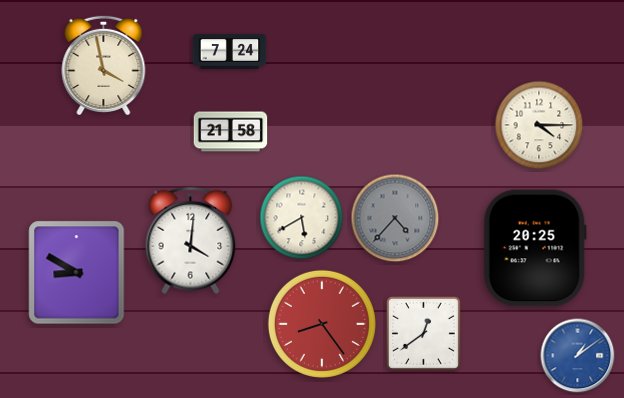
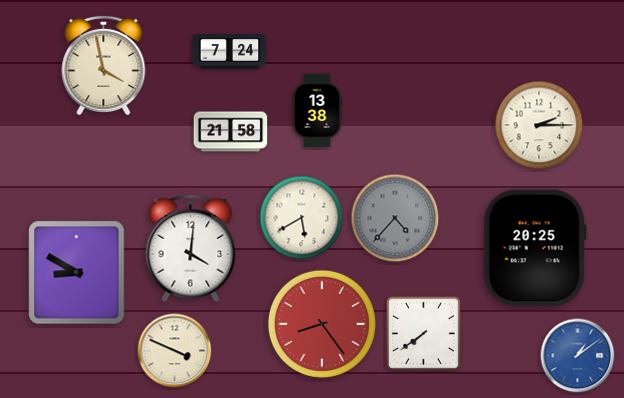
clock at (317, 111): none -> 13:38
clock at (539, 125): 4:15 -> 2:15
clock at (191, 241) position: (191, 241) -> (191, 249)
clock at (423, 333): 12:39 -> 7:39
clock at (175, 351): none -> 3:49
